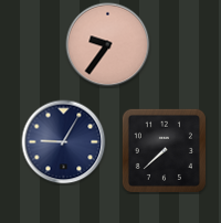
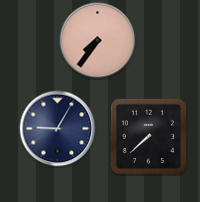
clock at (108, 45): 9:36 -> 7:36
